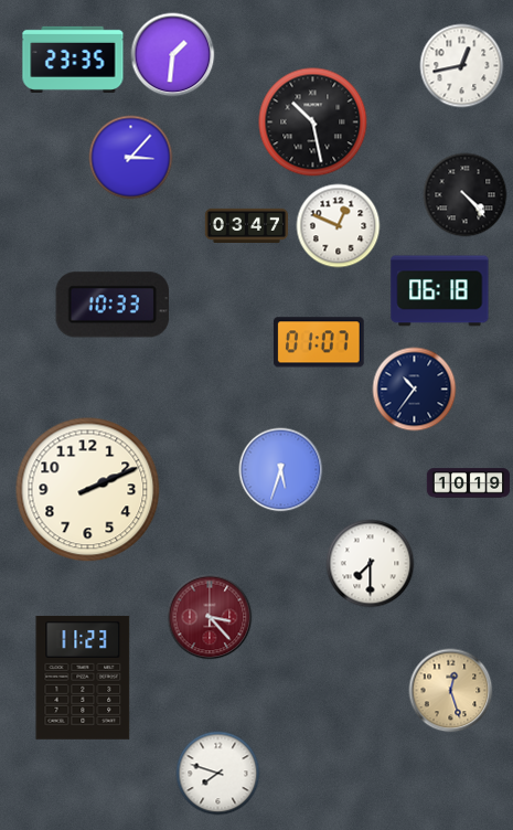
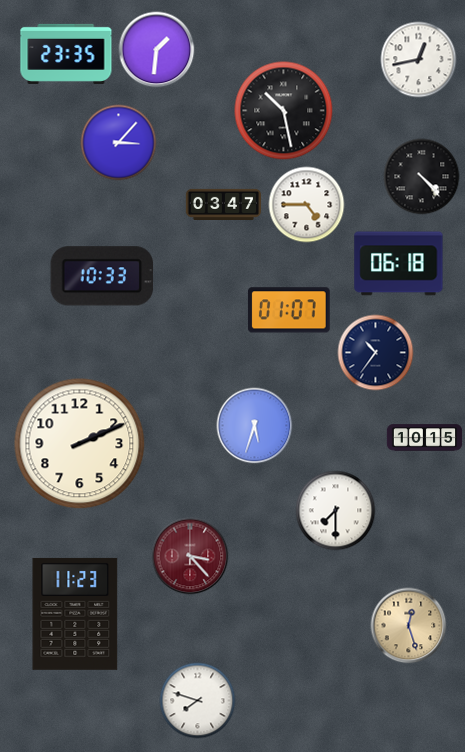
clock at (339, 226): 12:49 -> 4:45
clock at (469, 483): 10:19 -> 10:15
clock at (210, 617) position: (210, 617) -> (190, 556)
